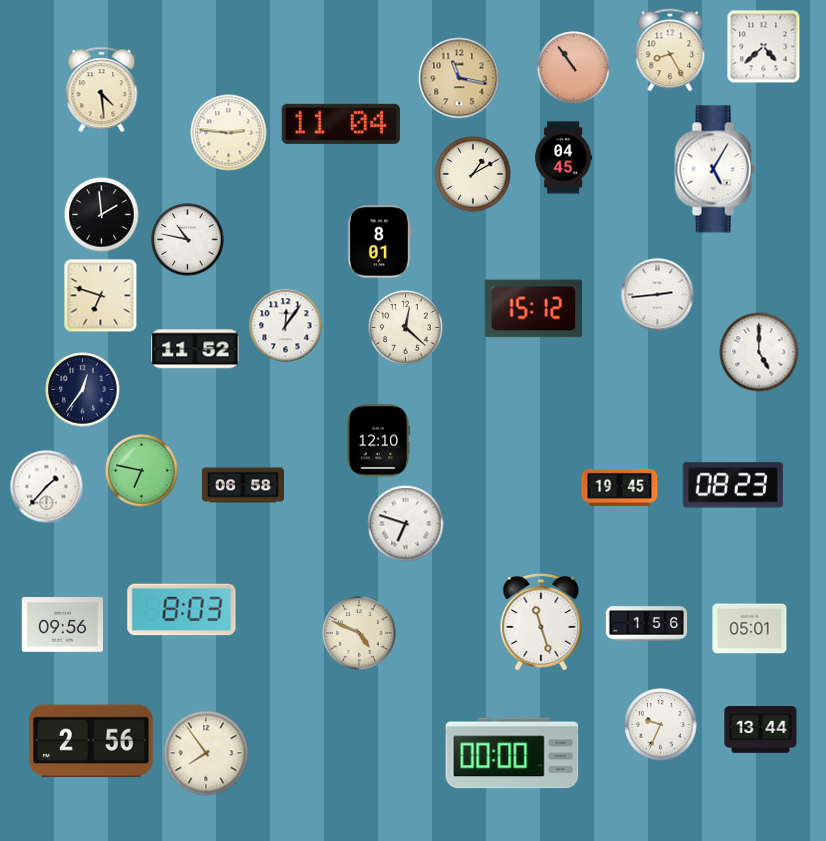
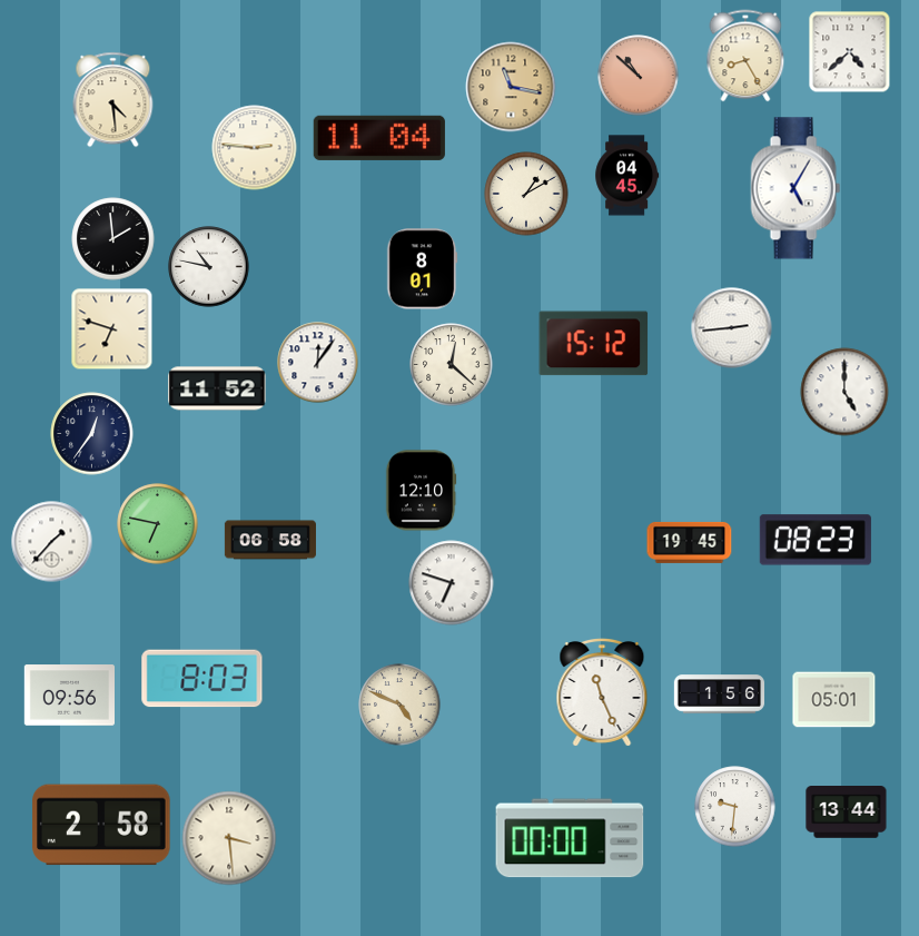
clock at (574, 68): 10:54 -> 10:52
clock at (541, 623): 11:27 -> 11:26
clock at (661, 725): 9:34 -> 9:31
clock at (91, 741): 2:56 -> 2:58
clock at (206, 753): 7:54 -> 3:29
